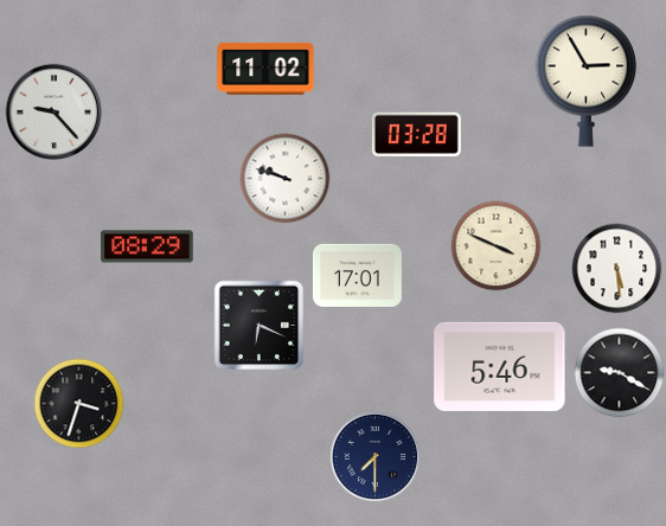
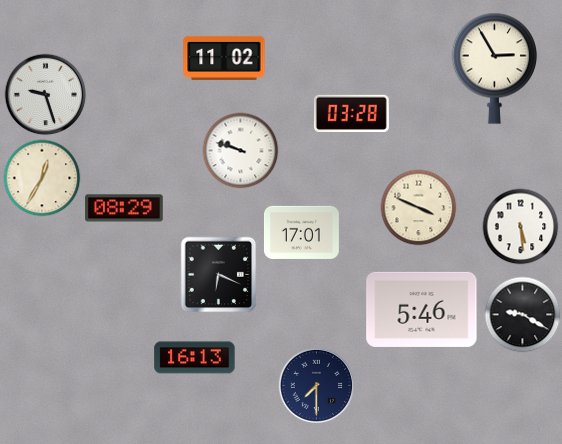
clock at (55, 113): 9:23 -> 9:27
clock at (42, 178): none -> 12:35
clock at (79, 404): 3:33 -> none
clock at (195, 358): none -> 16:13
